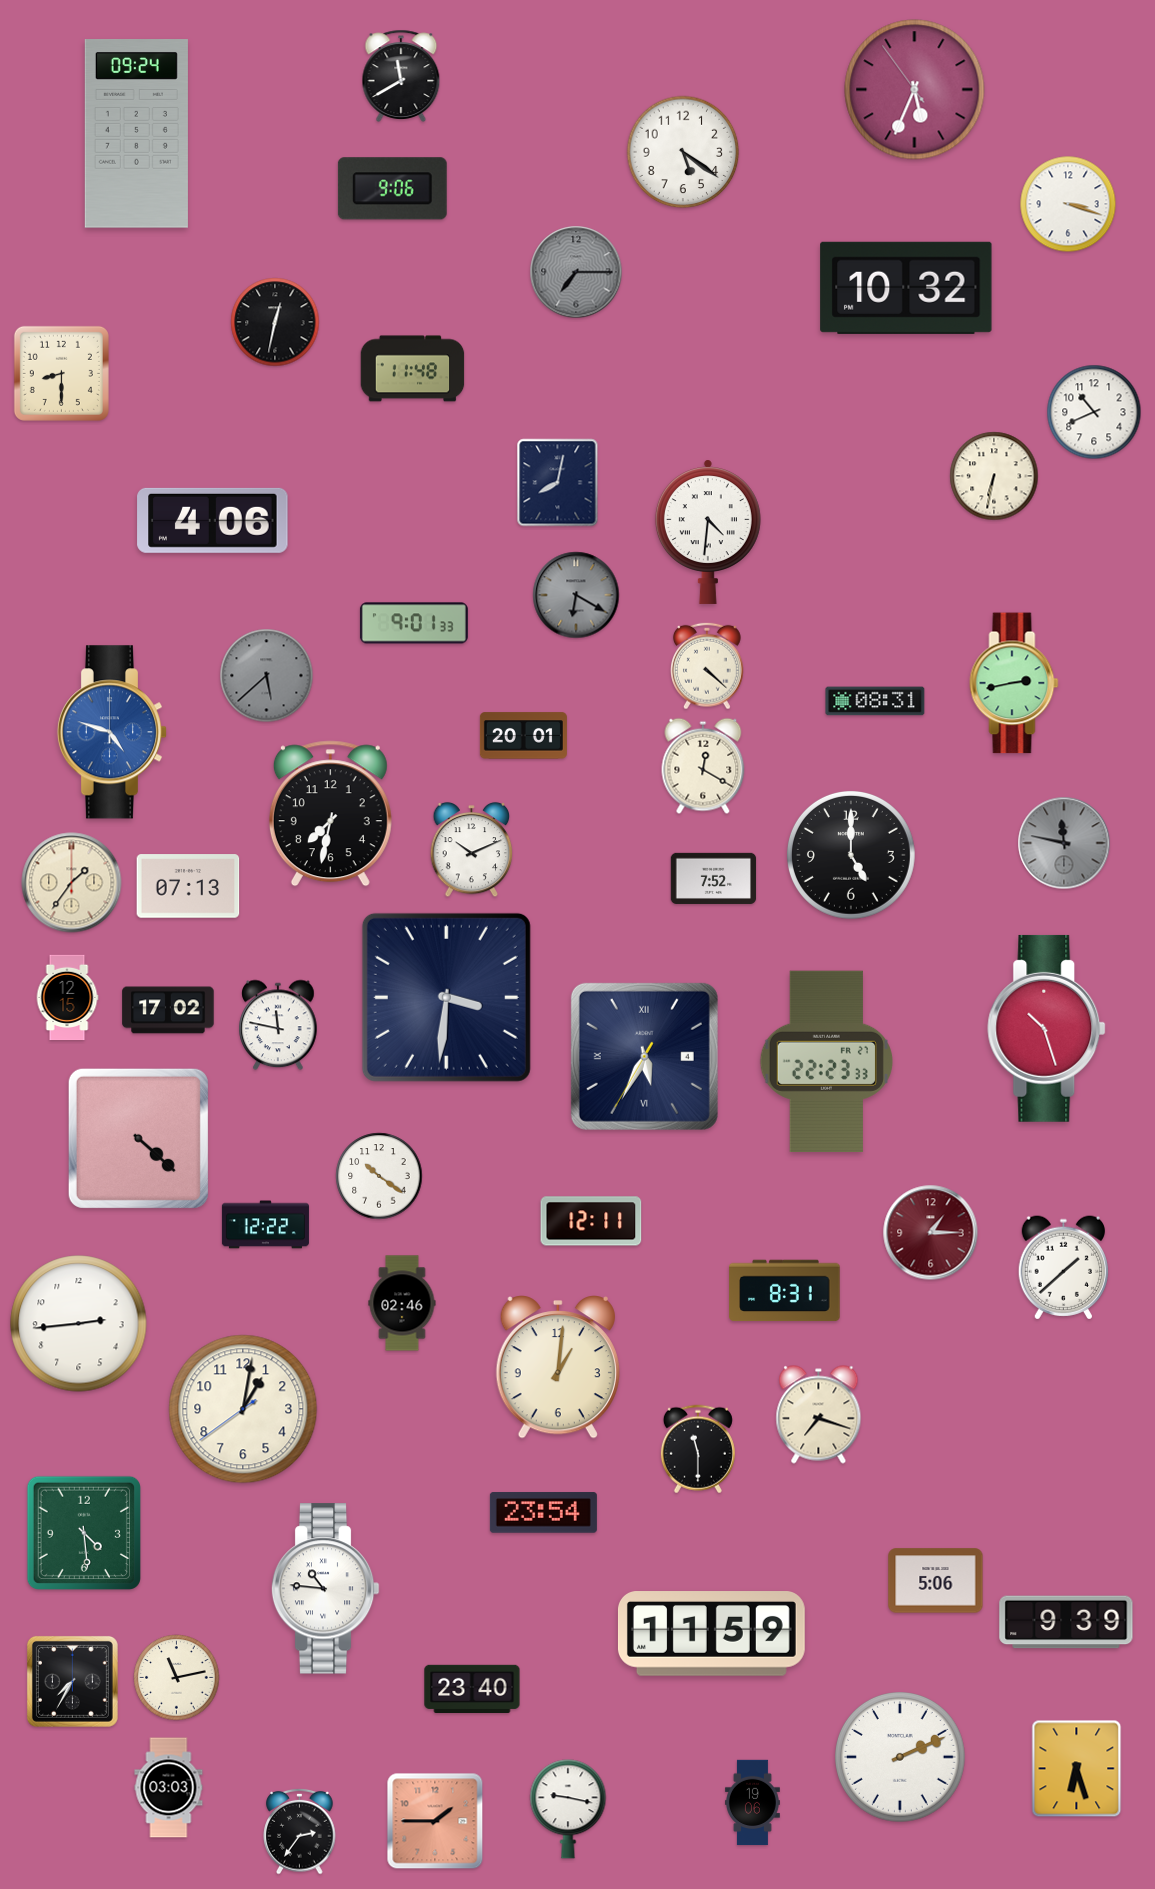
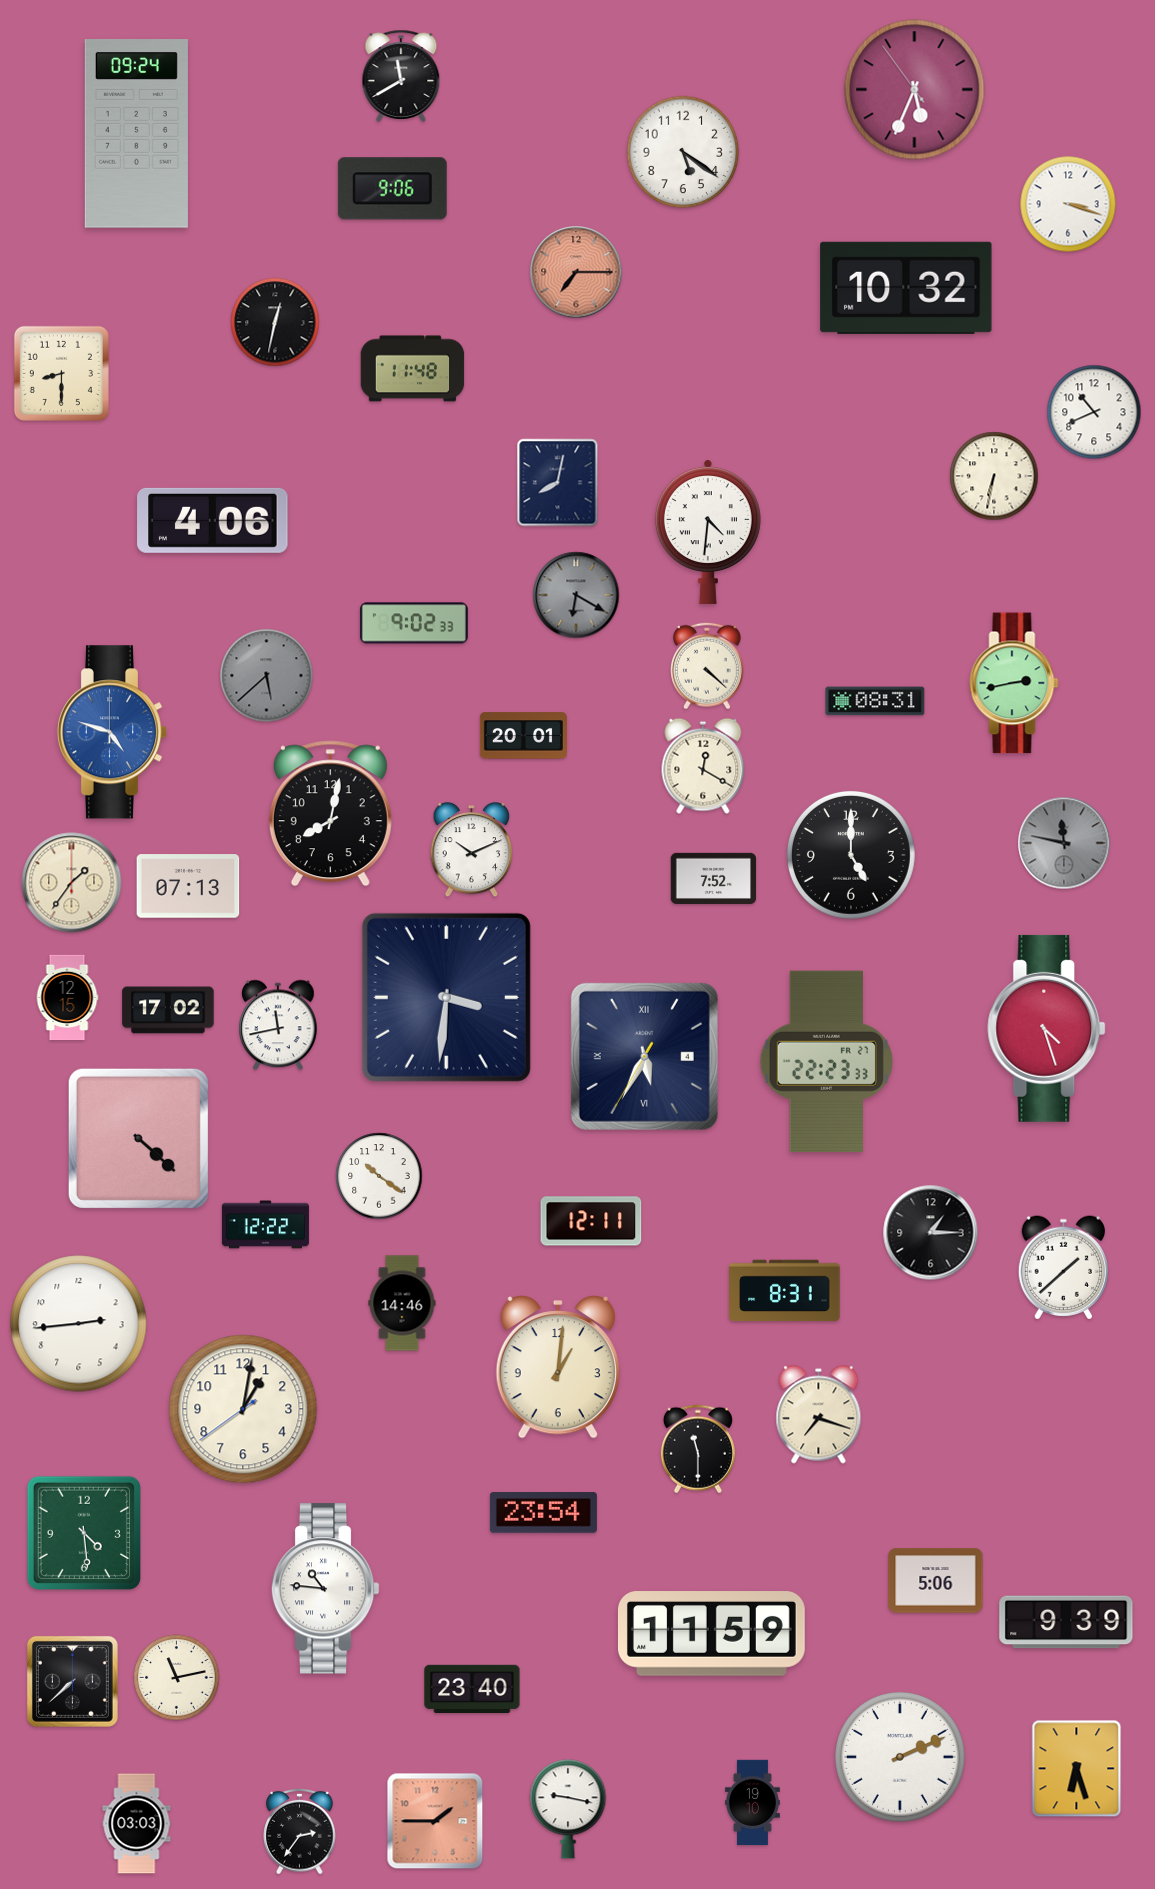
clock at (576, 272) dial: grey -> salmon
clock at (414, 623): 9:01 -> 9:02
clock at (330, 814): 7:32 -> 8:02
clock at (278, 1025): 11:47 -> 11:43
clock at (1047, 1028): 10:27 -> 4:27
clock at (931, 1233) dial: burgundy -> black
clock at (402, 1303): 02:46 -> 14:46
clock at (72, 1681): 7:35 -> 7:38
clock at (169, 1788) position: (169, 1788) -> (137, 1824)
clock at (752, 1803): 19:06 -> 19:10
